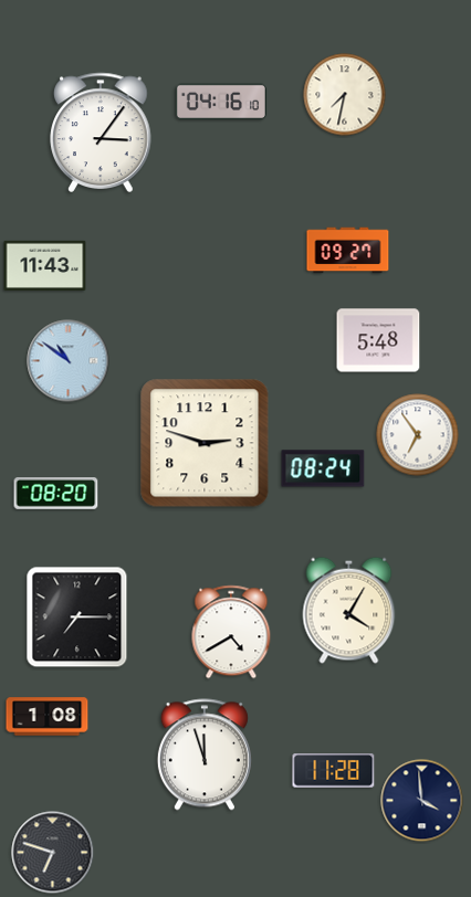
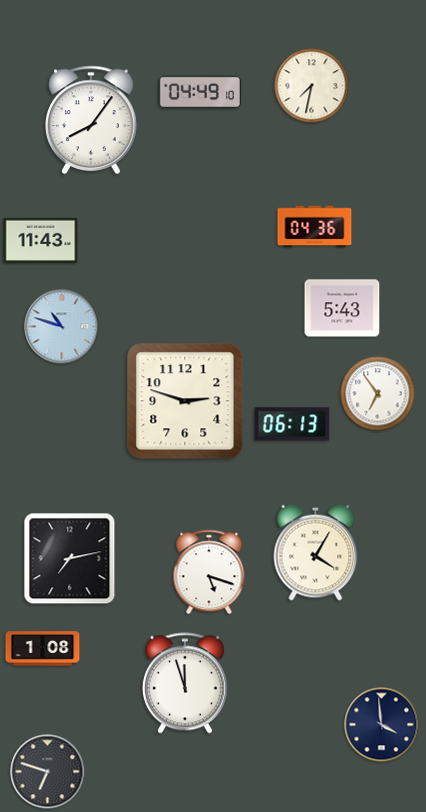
clock at (220, 102): 04:16 -> 04:49
clock at (101, 133): 3:06 -> 8:06
clock at (348, 251): 09:27 -> 04:36
clock at (378, 340): 5:48 -> 5:43
clock at (69, 361): 10:51 -> 10:48
clock at (323, 468): 08:24 -> 06:13
clock at (56, 494): 08:20 -> none
clock at (77, 618): 7:15 -> 7:13
clock at (231, 632): 4:40 -> 5:18
clock at (334, 771): 11:28 -> none
